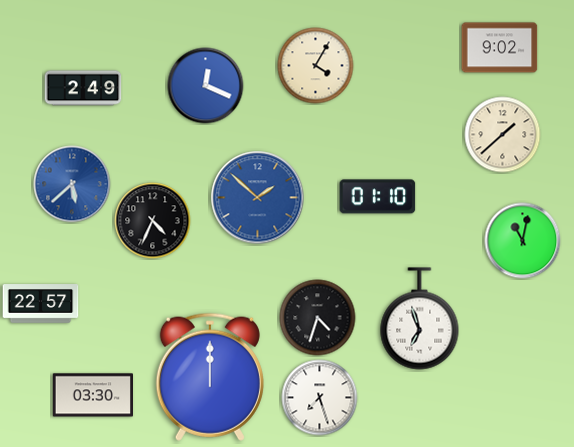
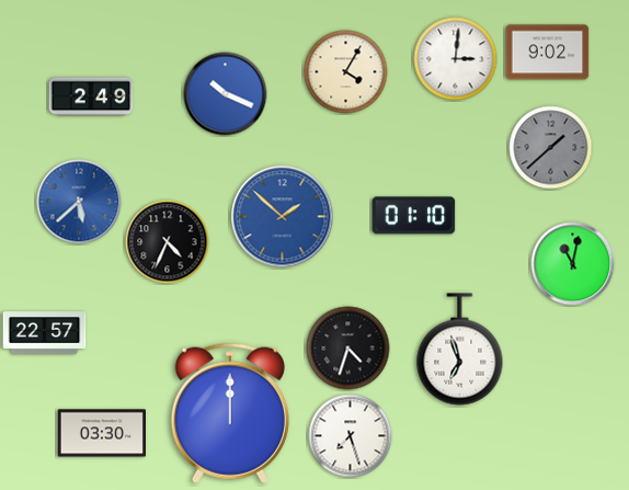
clock at (456, 59): none -> 3:01
clock at (206, 86): 12:19 -> 10:19
clock at (503, 135) dial: cream -> grey
